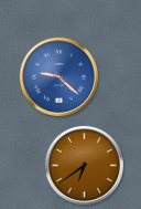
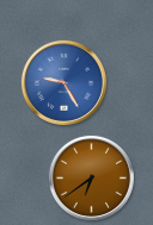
clock at (58, 76): 9:22 -> 9:25
